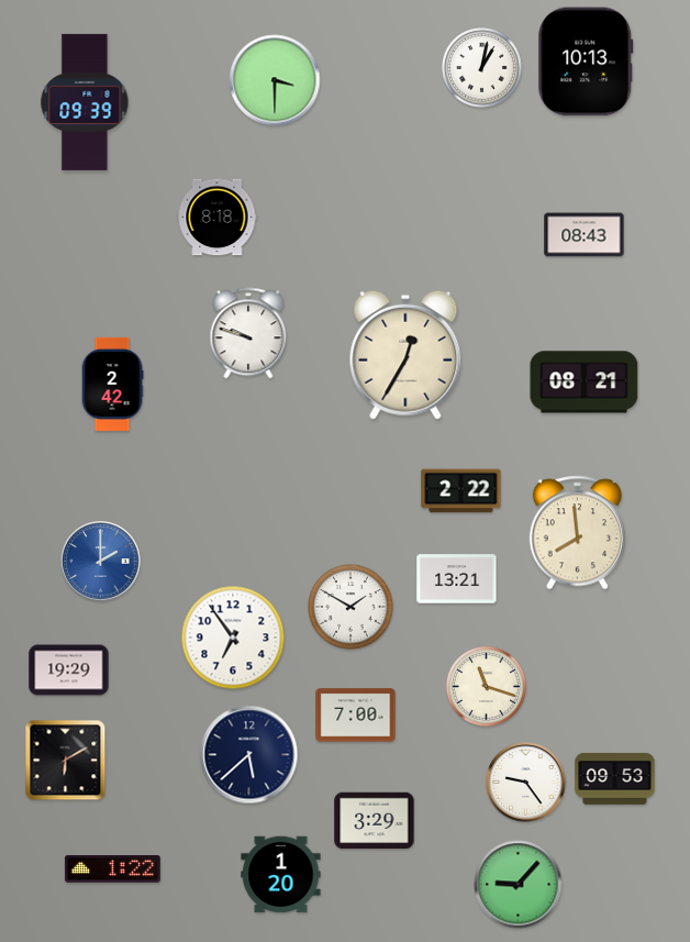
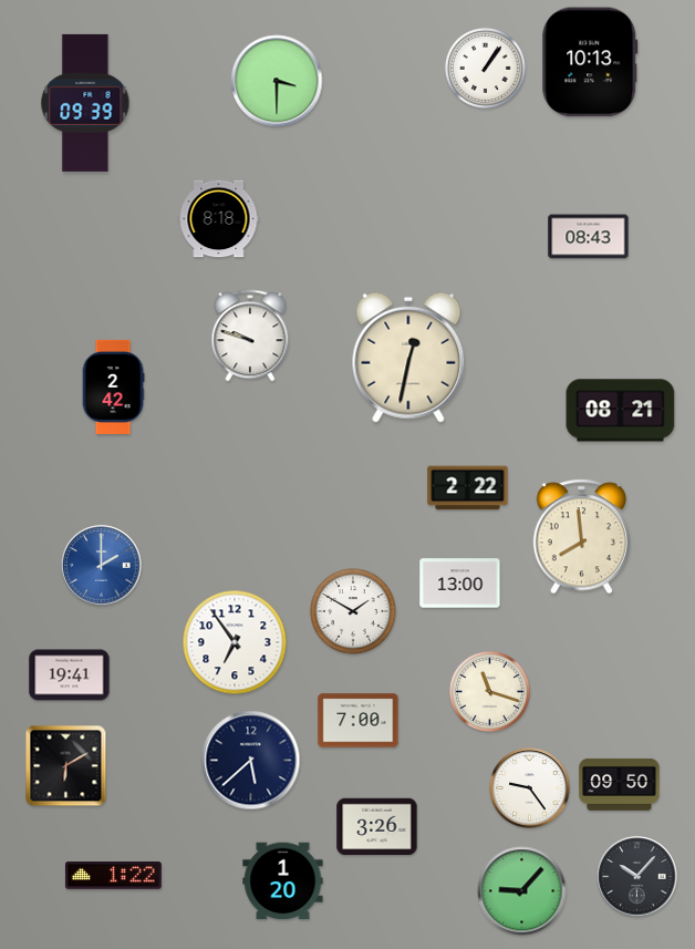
clock at (481, 67): 1:02 -> 1:06
clock at (405, 355): 12:35 -> 12:32
clock at (585, 383) position: (585, 383) -> (621, 411)
clock at (461, 491) position: (461, 491) -> (468, 488)
clock at (457, 579): 13:21 -> 13:00
clock at (69, 671): 19:29 -> 19:41
clock at (615, 778): 09:53 -> 09:50
clock at (375, 821): 3:29 -> 3:26
clock at (637, 877): none -> 10:07
